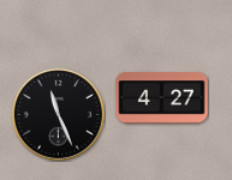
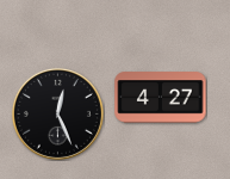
clock at (58, 114): 11:26 -> 12:26
